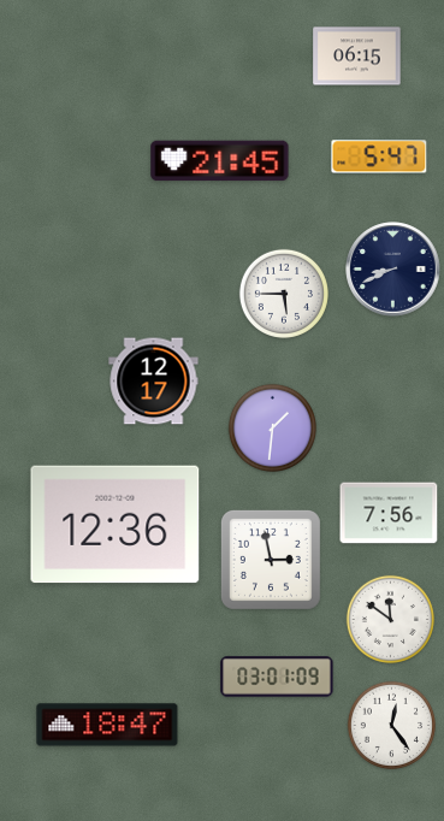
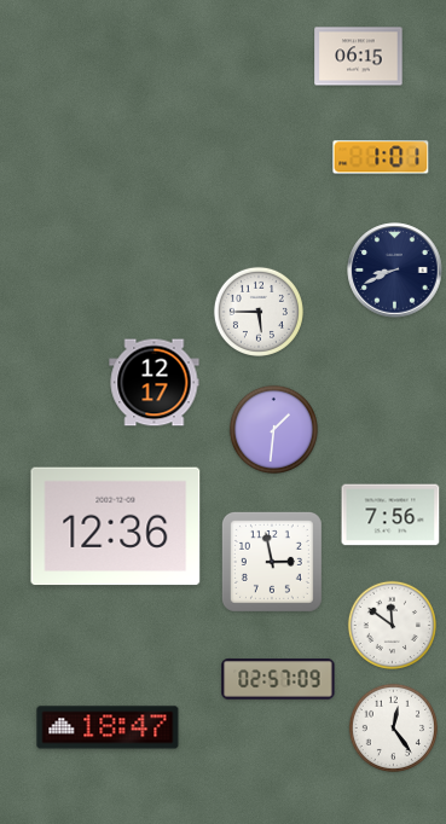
clock at (379, 156): 5:47 -> 1:01
clock at (220, 161): 21:45 -> none
clock at (284, 294) position: (284, 294) -> (259, 312)
clock at (390, 619) position: (390, 619) -> (392, 625)
clock at (277, 677): 03:01 -> 02:57
